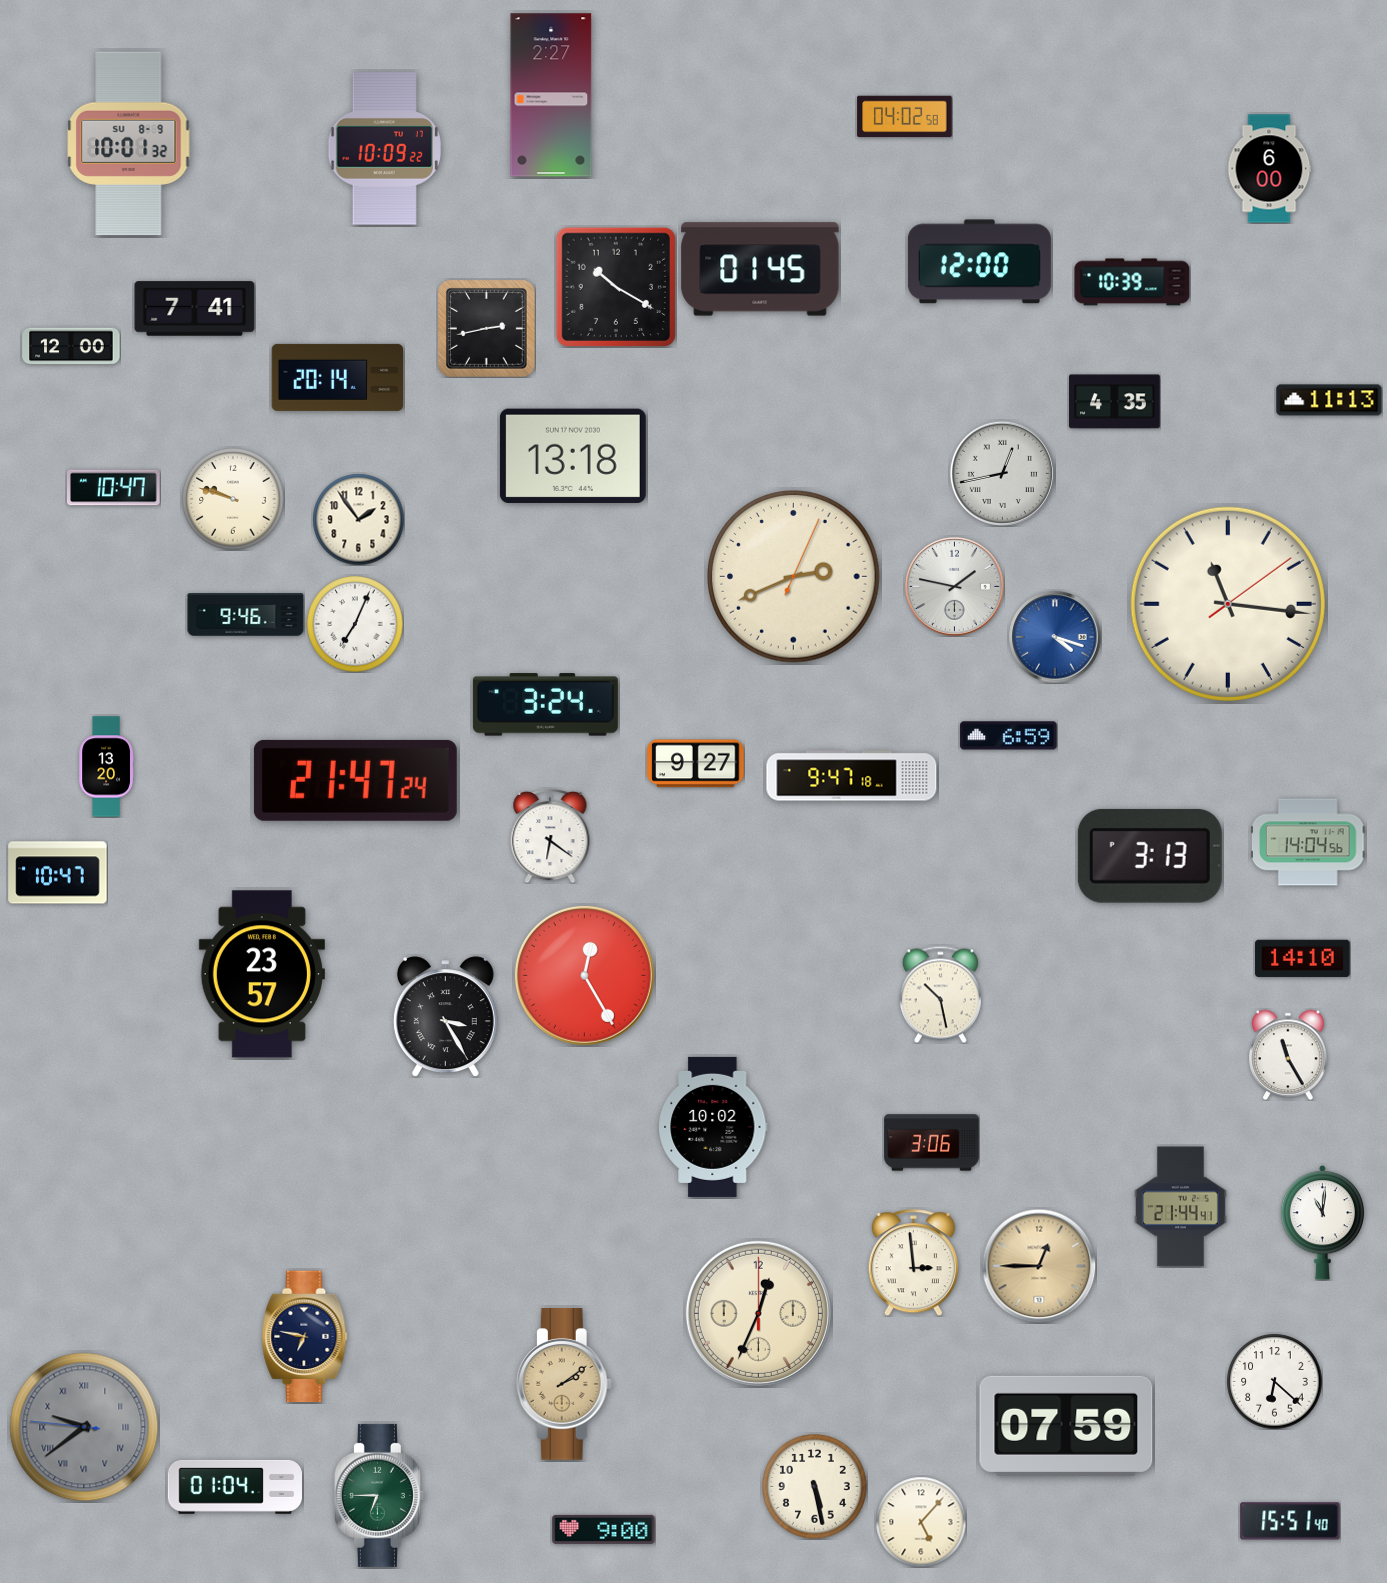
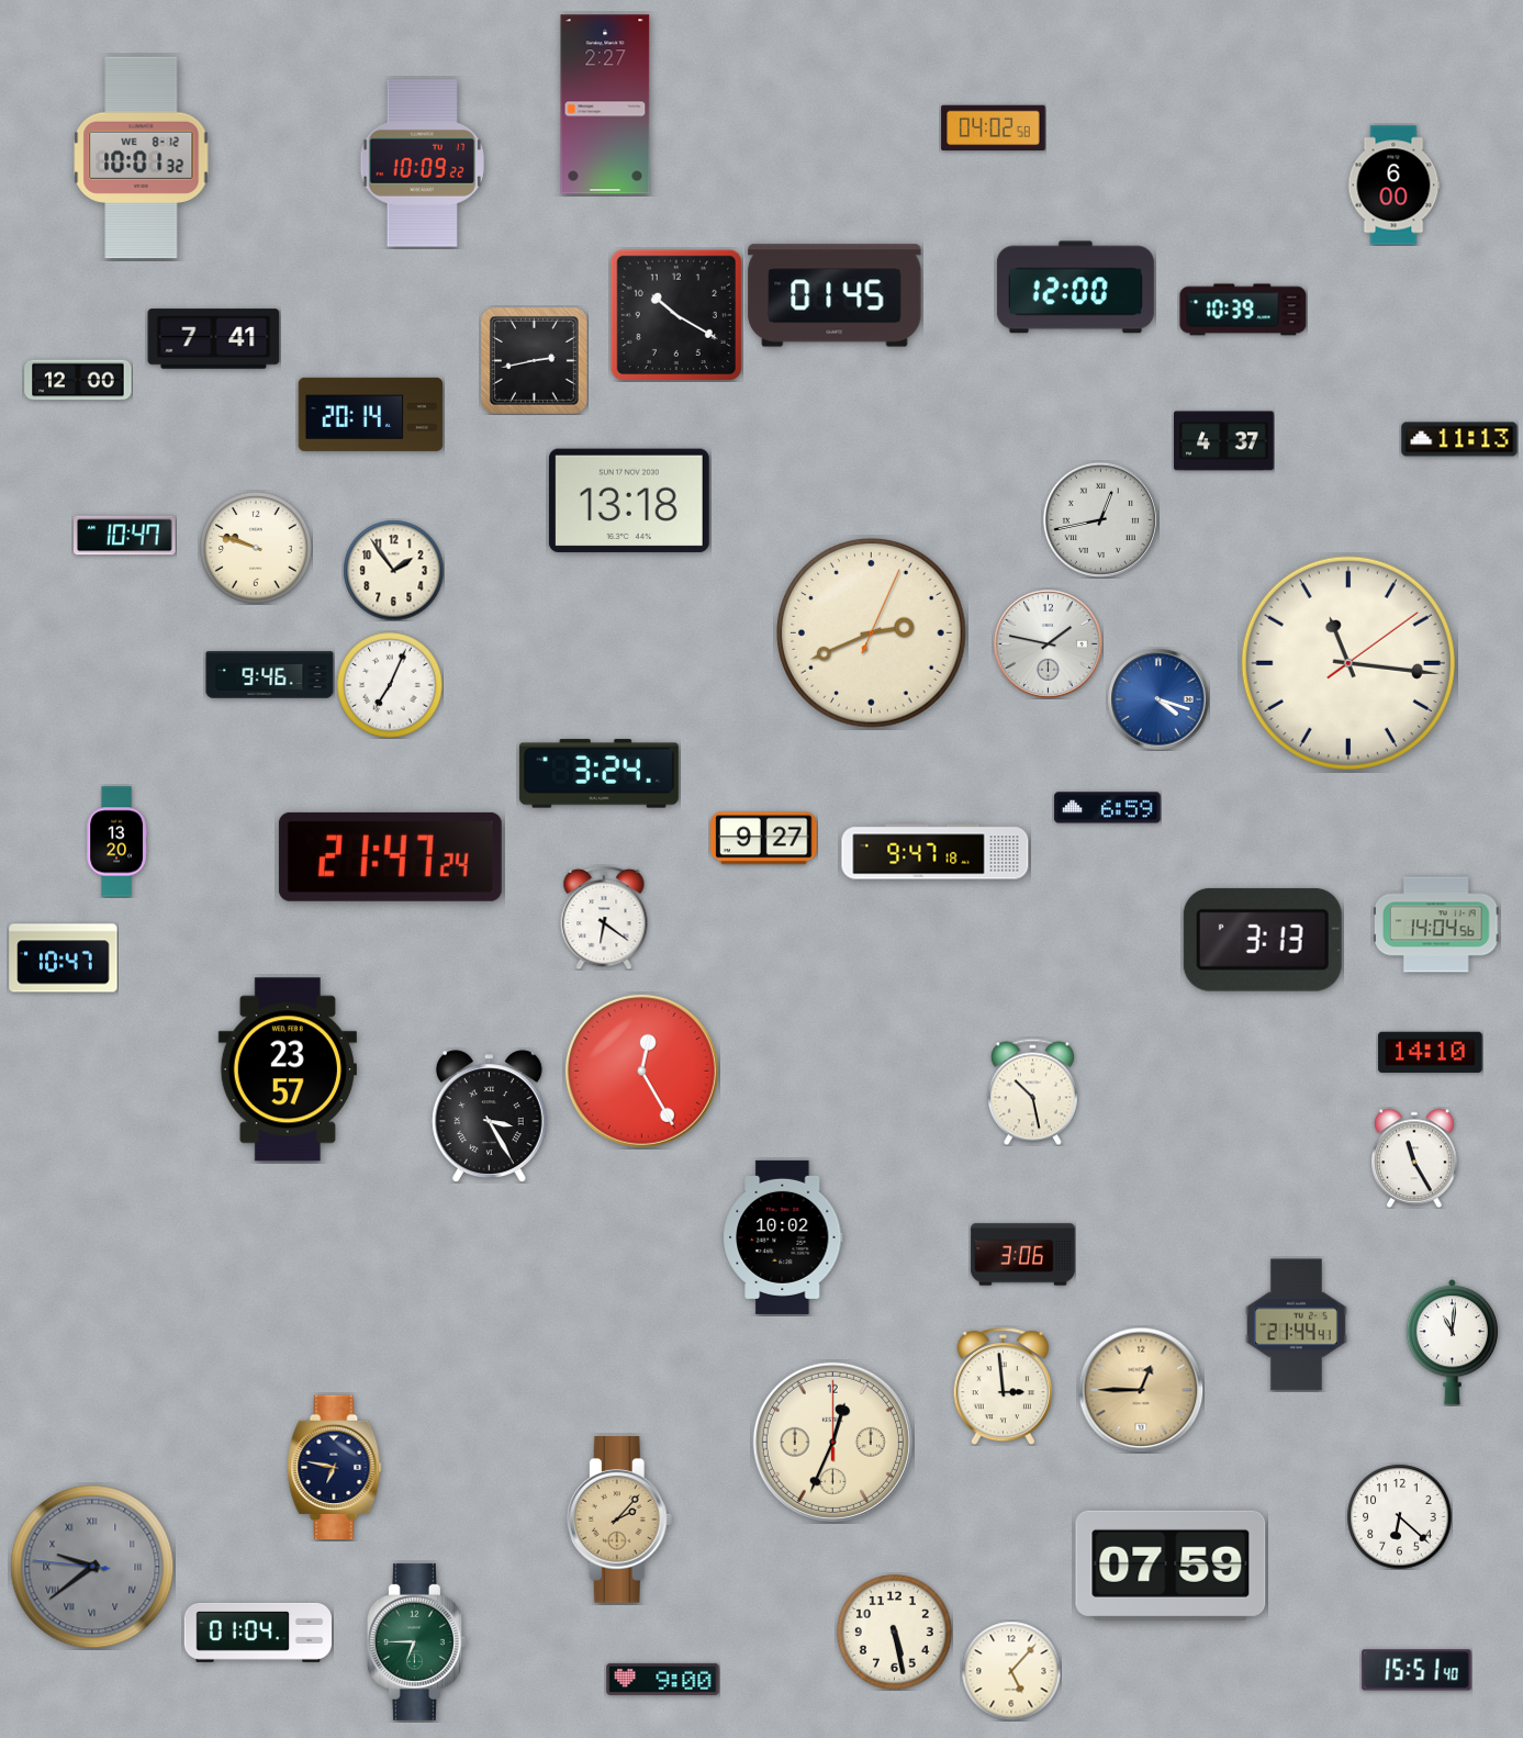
clock at (129, 144) date: SU 8-9 -> WE 8-12
clock at (1115, 402): 4:35 -> 4:37
clock at (564, 1384): 2:09 -> 2:07
